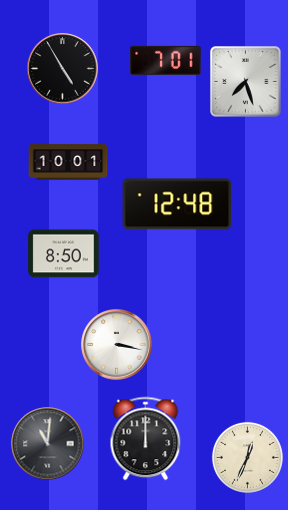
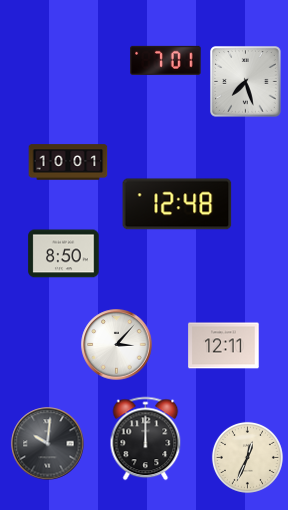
clock at (63, 69): 4:55 -> none
clock at (117, 345): 3:17 -> 3:07
clock at (224, 346): none -> 12:11
clock at (48, 444): 11:01 -> 10:01
